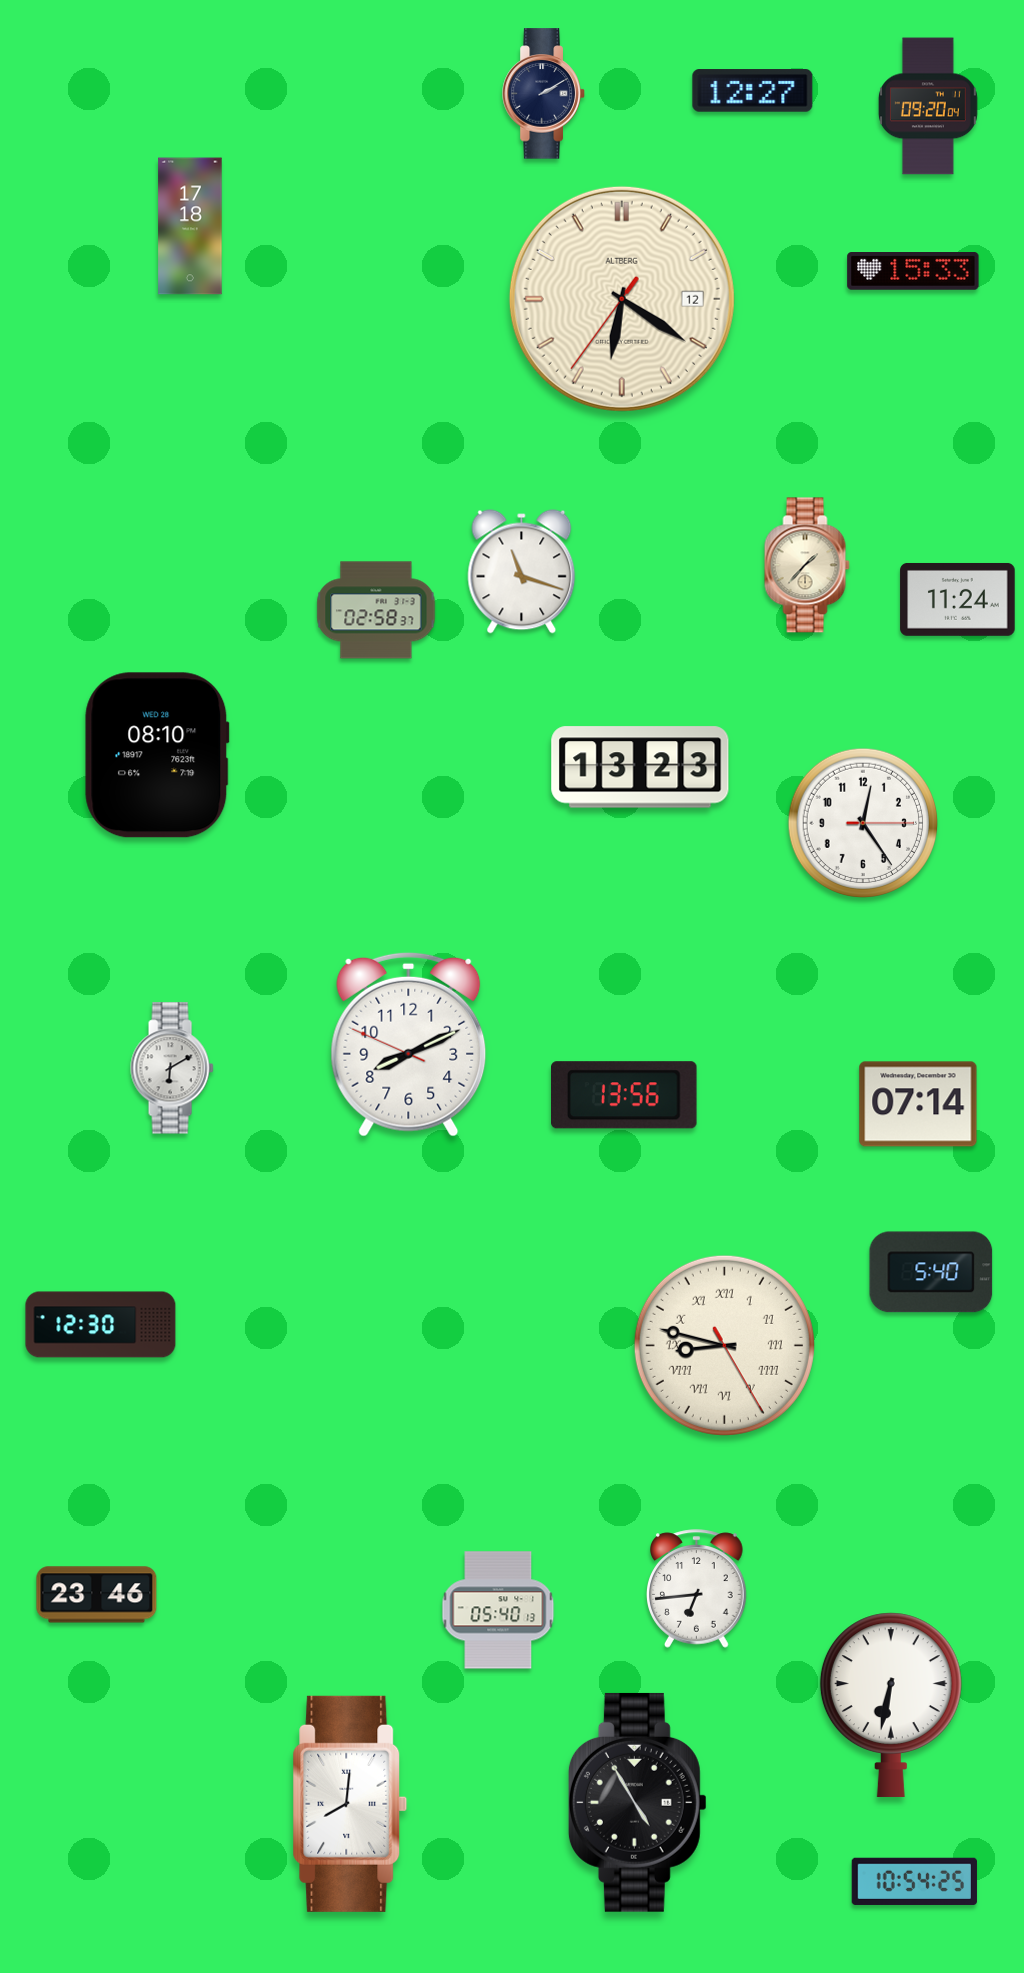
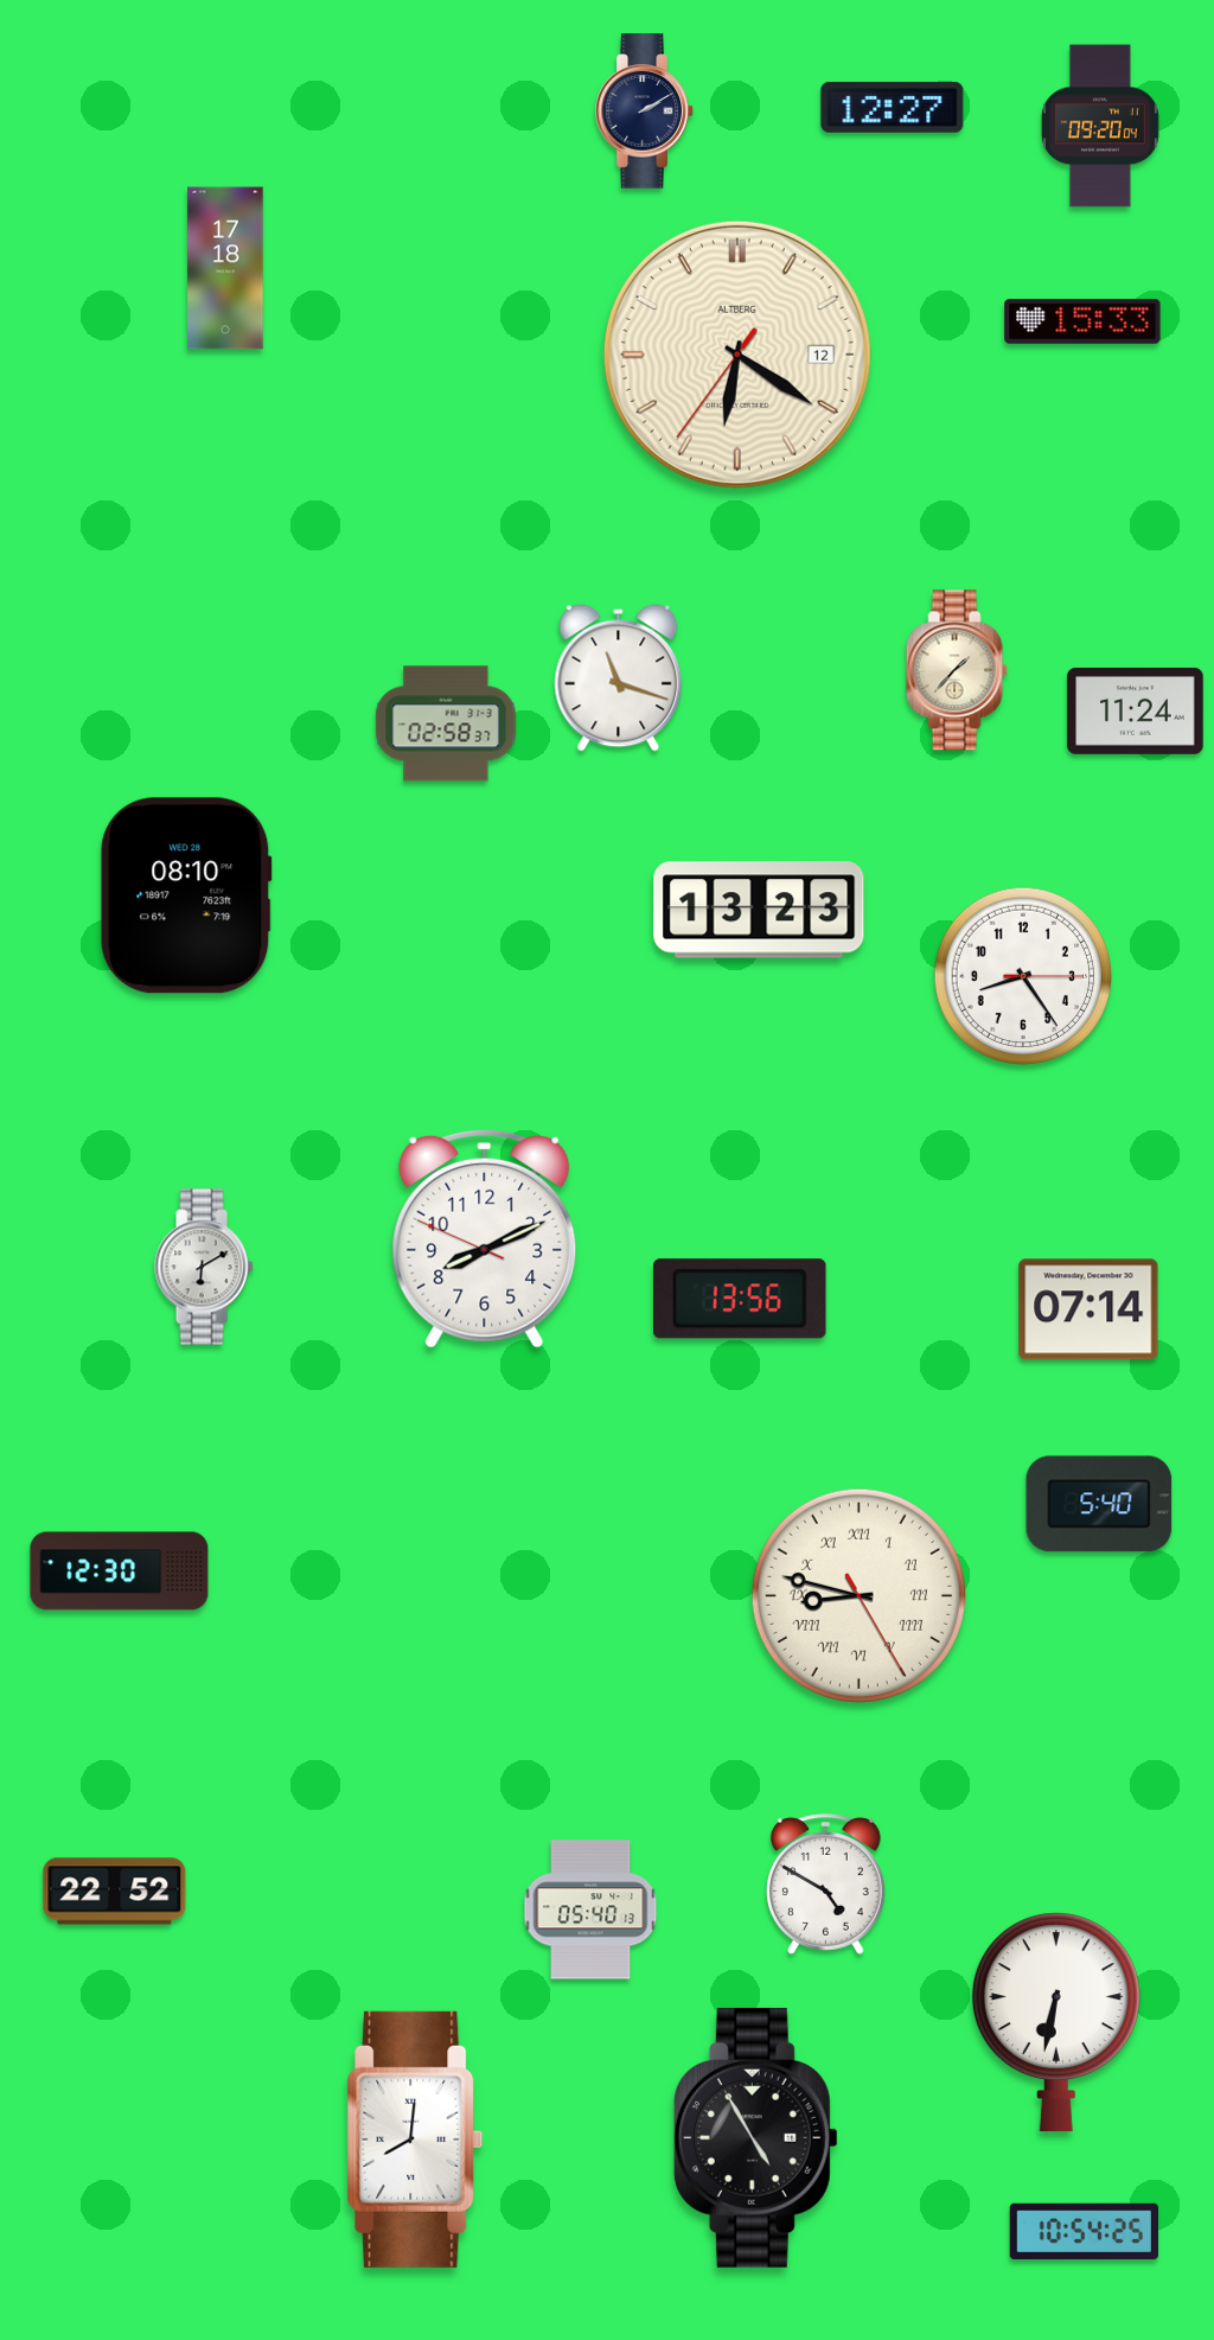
clock at (862, 822): 12:24 -> 8:24
clock at (931, 1272) position: (931, 1272) -> (1099, 1504)
clock at (697, 1589): 6:44 -> 4:50
clock at (97, 1595): 23:46 -> 22:52
